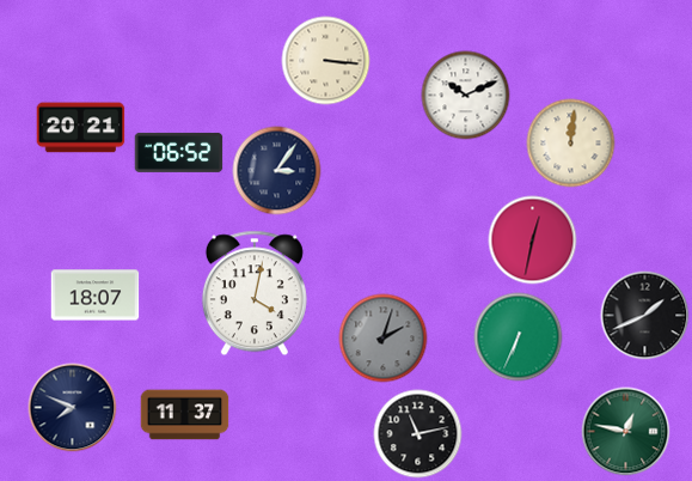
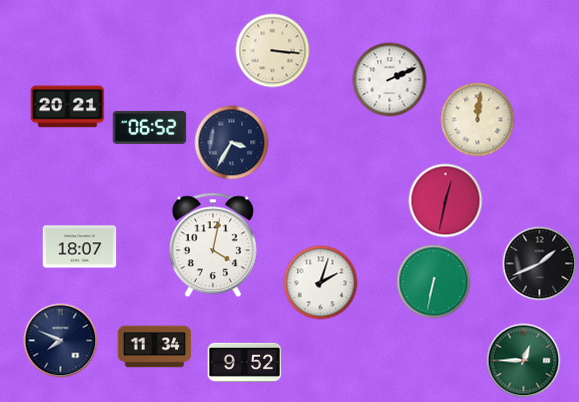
clock at (466, 96): 10:11 -> 2:11
clock at (277, 171): 3:06 -> 3:35
clock at (519, 337): 6:34 -> 6:32
clock at (384, 339) dial: grey -> white
clock at (185, 415): 11:37 -> 11:34
clock at (626, 432): 12:47 -> 12:45
clock at (245, 362): none -> 9:52
clock at (418, 434): 11:13 -> none
